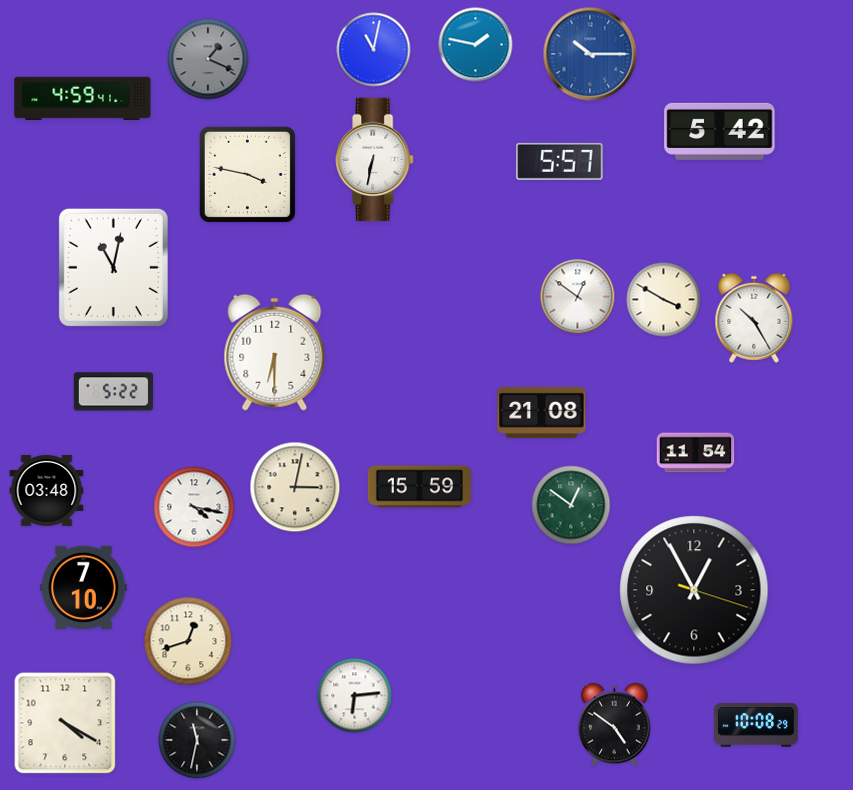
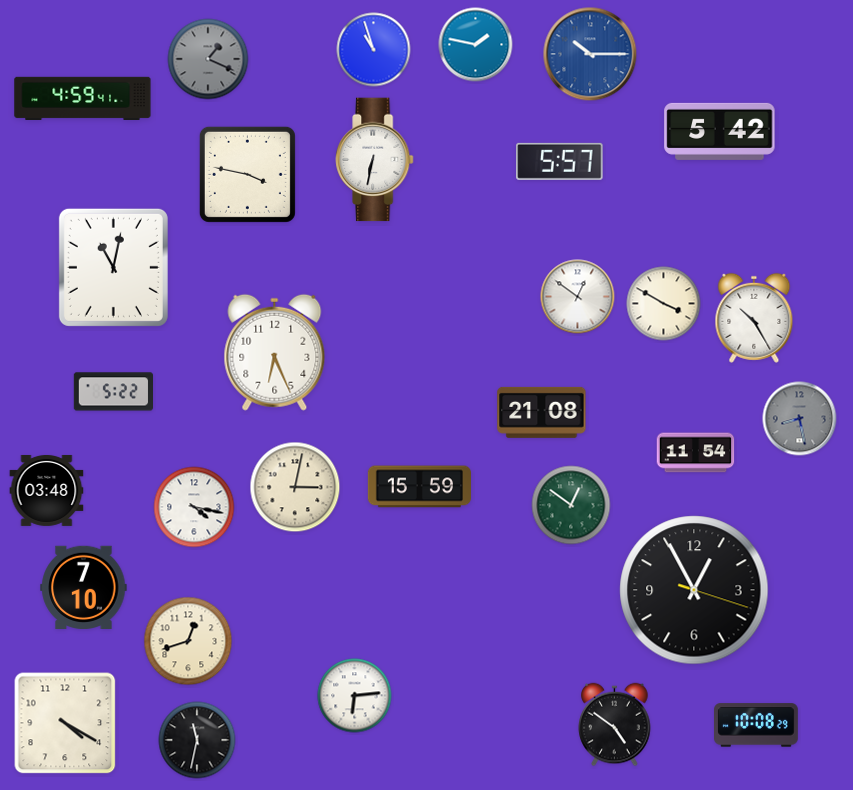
clock at (374, 50): 11:02 -> 10:57
clock at (664, 300) position: (664, 300) -> (664, 304)
clock at (275, 352): 6:30 -> 6:26
clock at (800, 419): none -> 8:28
